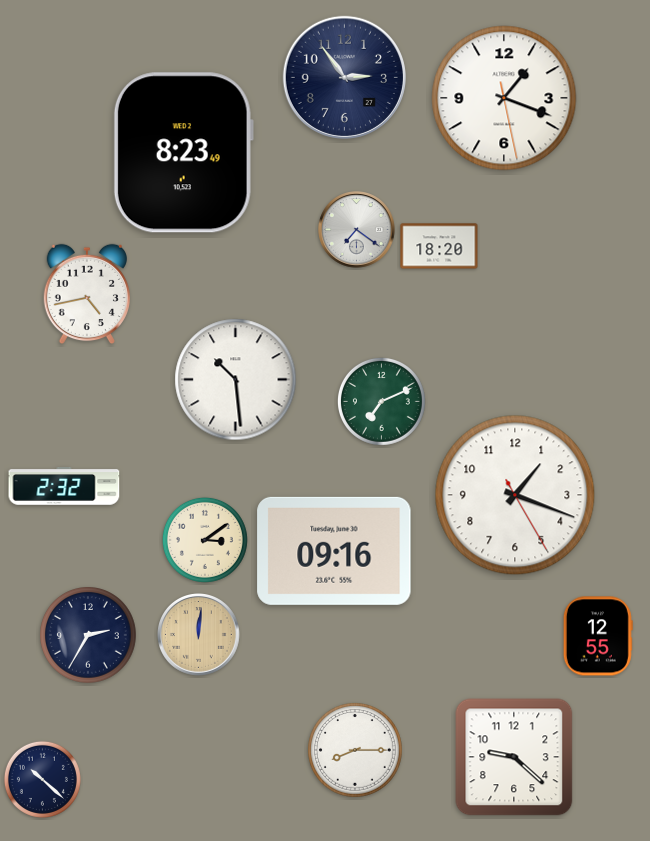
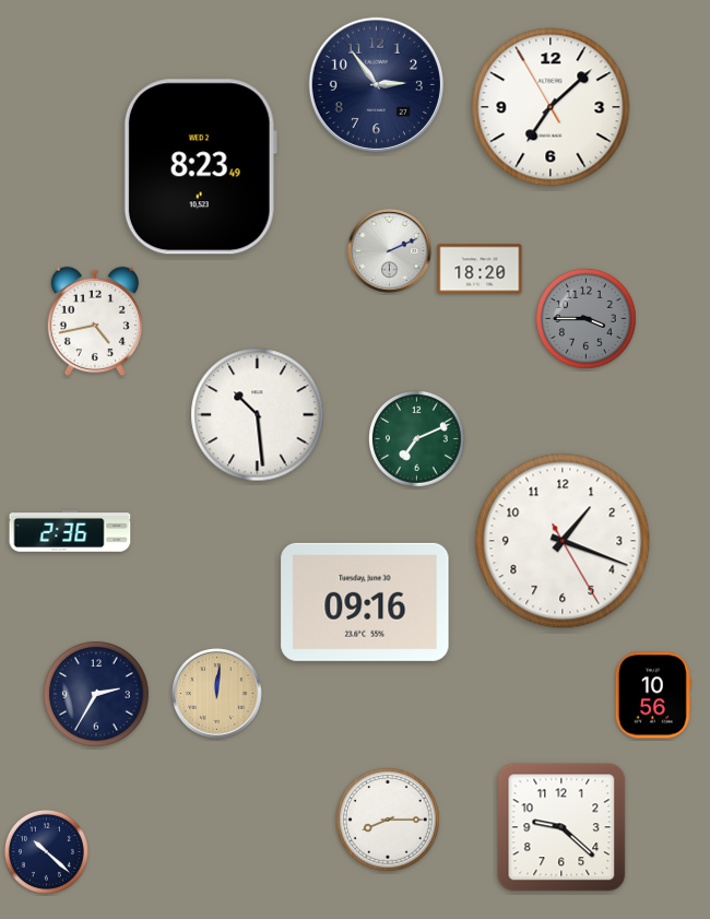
clock at (504, 98): 1:18 -> 7:07
clock at (357, 230): 7:21 -> 2:11
clock at (587, 319): none -> 3:45
clock at (64, 487): 2:32 -> 2:36
clock at (205, 540): 3:09 -> none
clock at (598, 636): 12:55 -> 10:56
